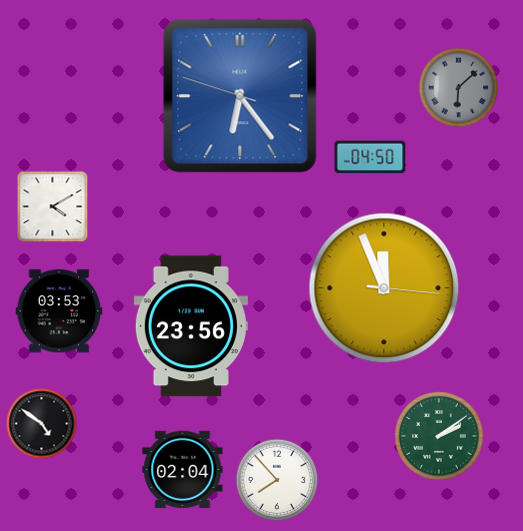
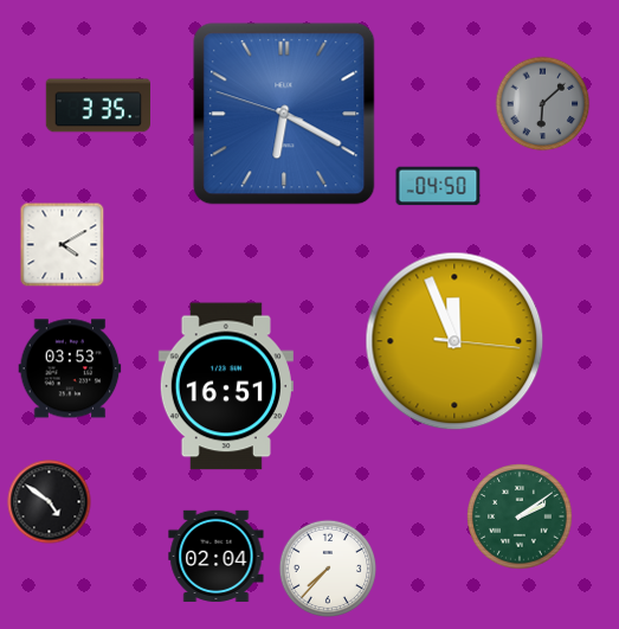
clock at (97, 105): none -> 3:35
clock at (240, 96): 6:23 -> 6:19
clock at (191, 326): 23:56 -> 16:51
clock at (277, 480): 7:53 -> 7:37
